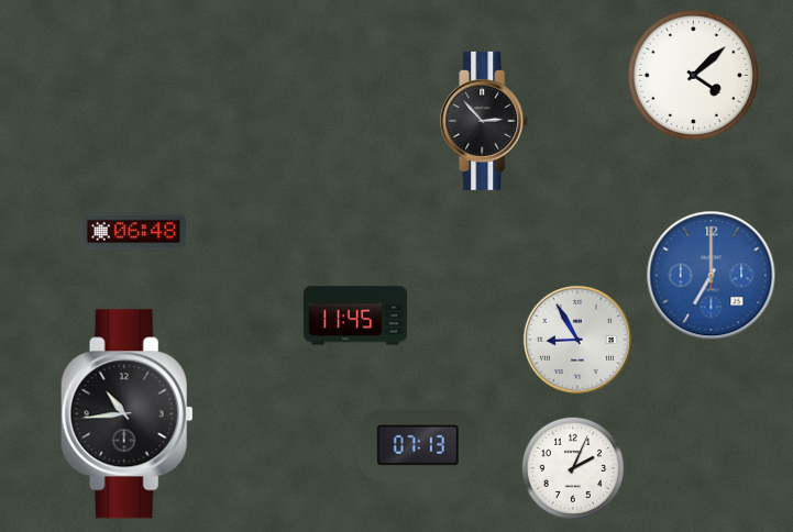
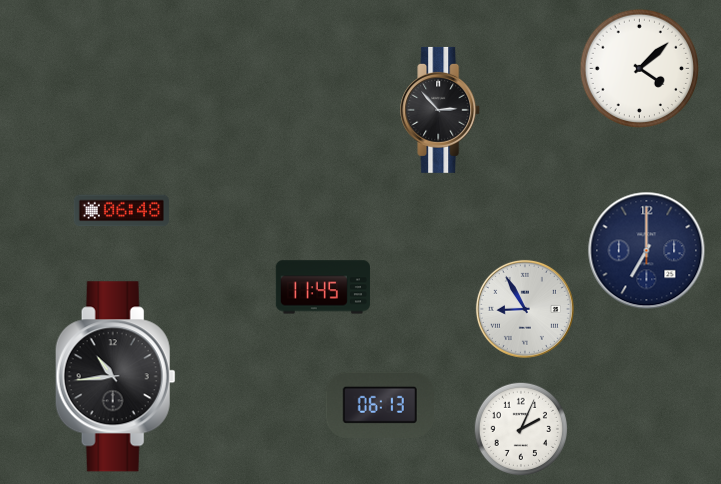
clock at (694, 76) position: (694, 76) -> (640, 69)
clock at (712, 276) dial: blue -> navy
clock at (417, 445): 07:13 -> 06:13
clock at (572, 467) position: (572, 467) -> (520, 428)
